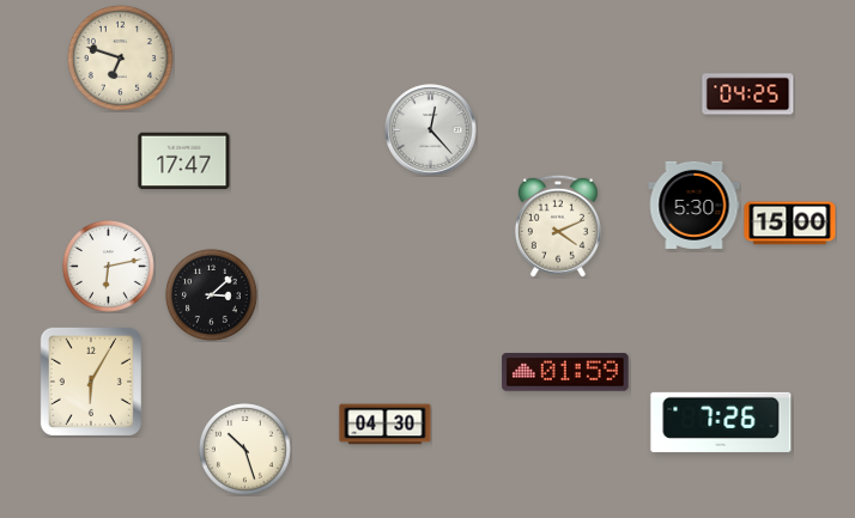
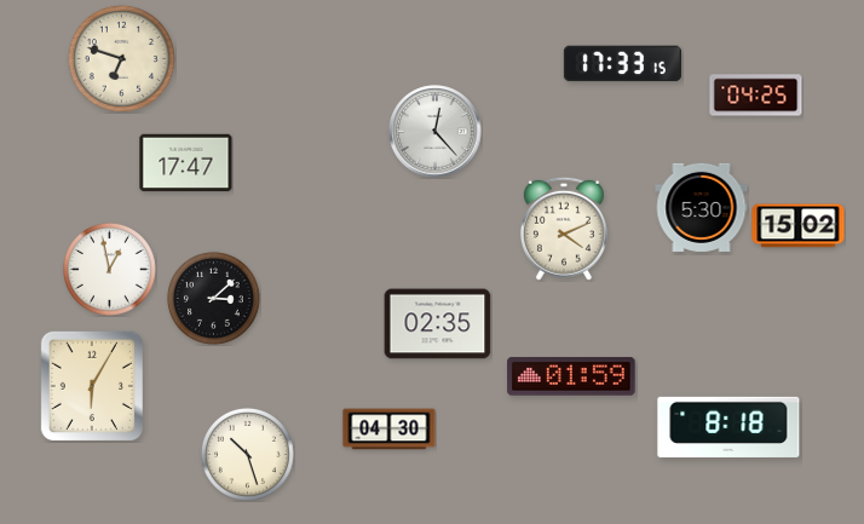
clock at (622, 64): none -> 17:33
clock at (790, 224): 15:00 -> 15:02
clock at (108, 266): 6:13 -> 12:58
clock at (438, 324): none -> 02:35
clock at (721, 422): 7:26 -> 8:18
